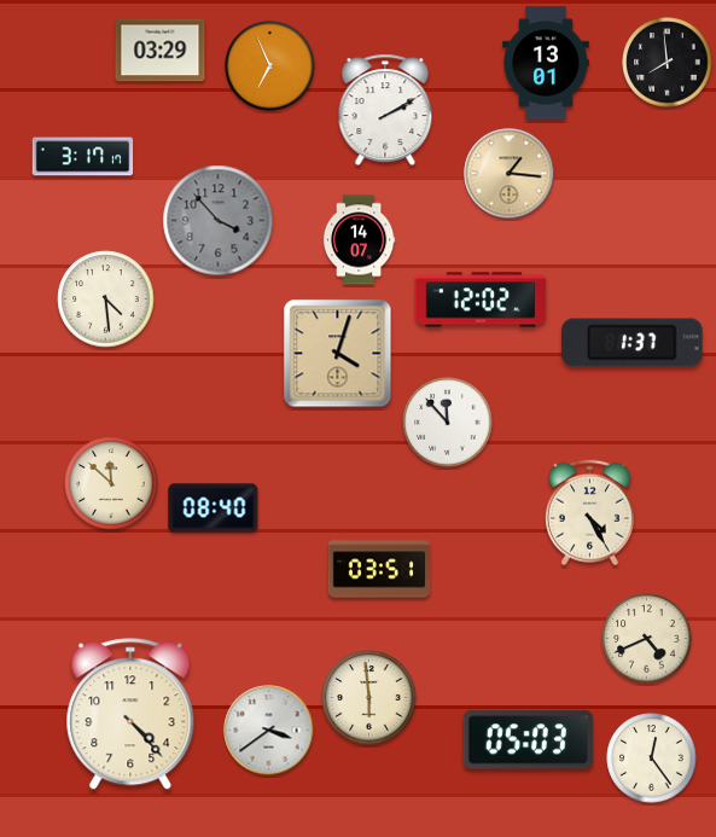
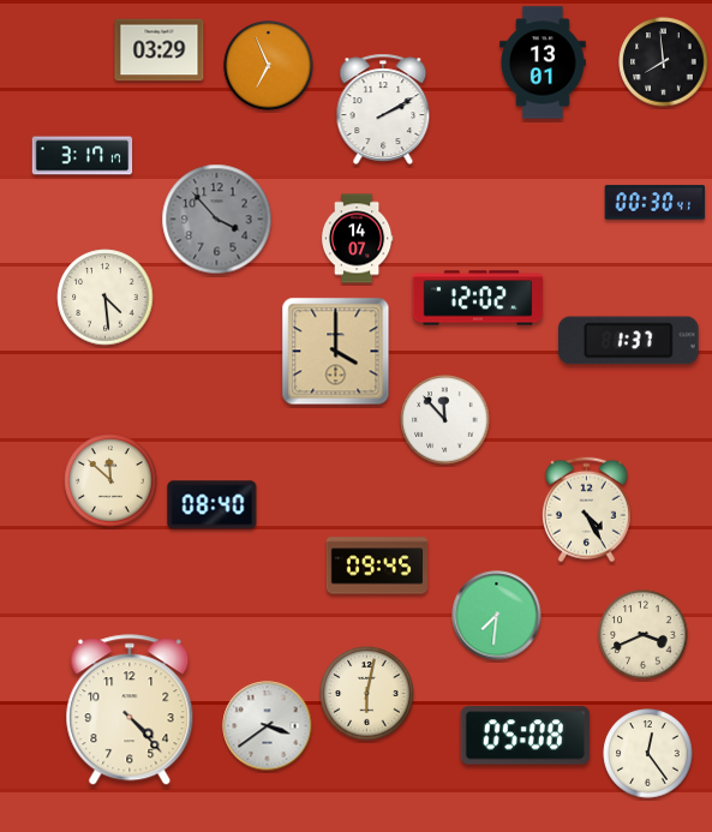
clock at (510, 174): 1:16 -> none
clock at (656, 203): none -> 00:30
clock at (338, 354): 4:03 -> 4:00
clock at (379, 569): 03:51 -> 09:45
clock at (497, 616): none -> 7:31
clock at (647, 639): 4:41 -> 3:41
clock at (369, 698): 5:59 -> 6:02
clock at (529, 740): 05:03 -> 05:08
